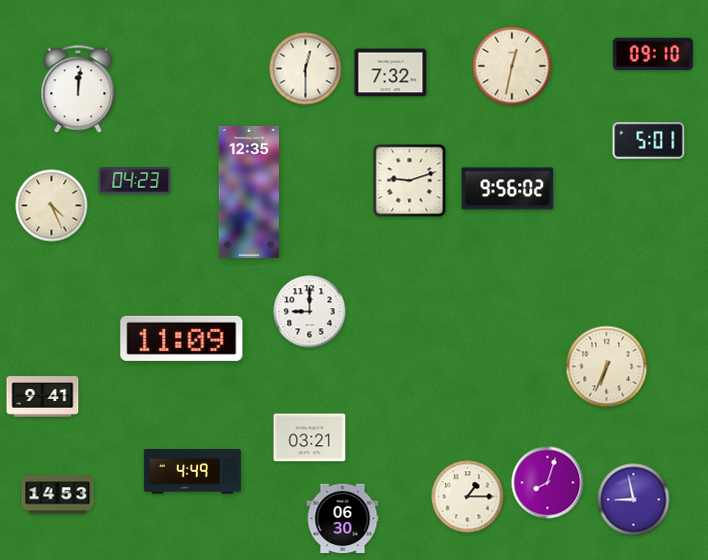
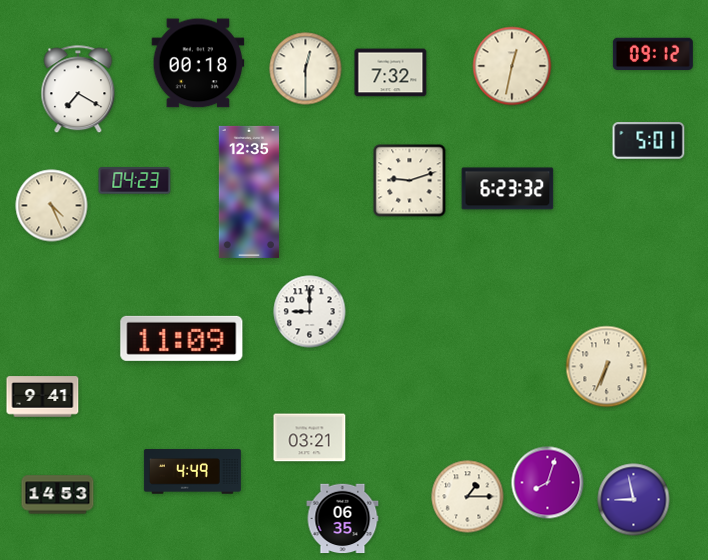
clock at (653, 54): 09:10 -> 09:12
clock at (198, 63): none -> 00:18
clock at (78, 90): 12:01 -> 7:20
clock at (508, 189): 9:56 -> 6:23
clock at (343, 519): 06:30 -> 06:35
